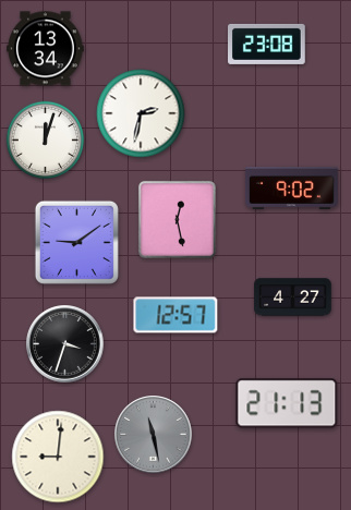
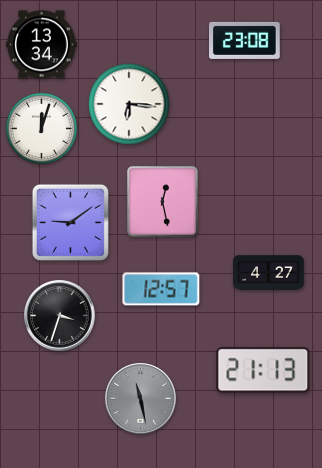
clock at (141, 113): 2:32 -> 6:16
clock at (291, 187): 9:02 -> none
clock at (58, 457): 9:01 -> none
